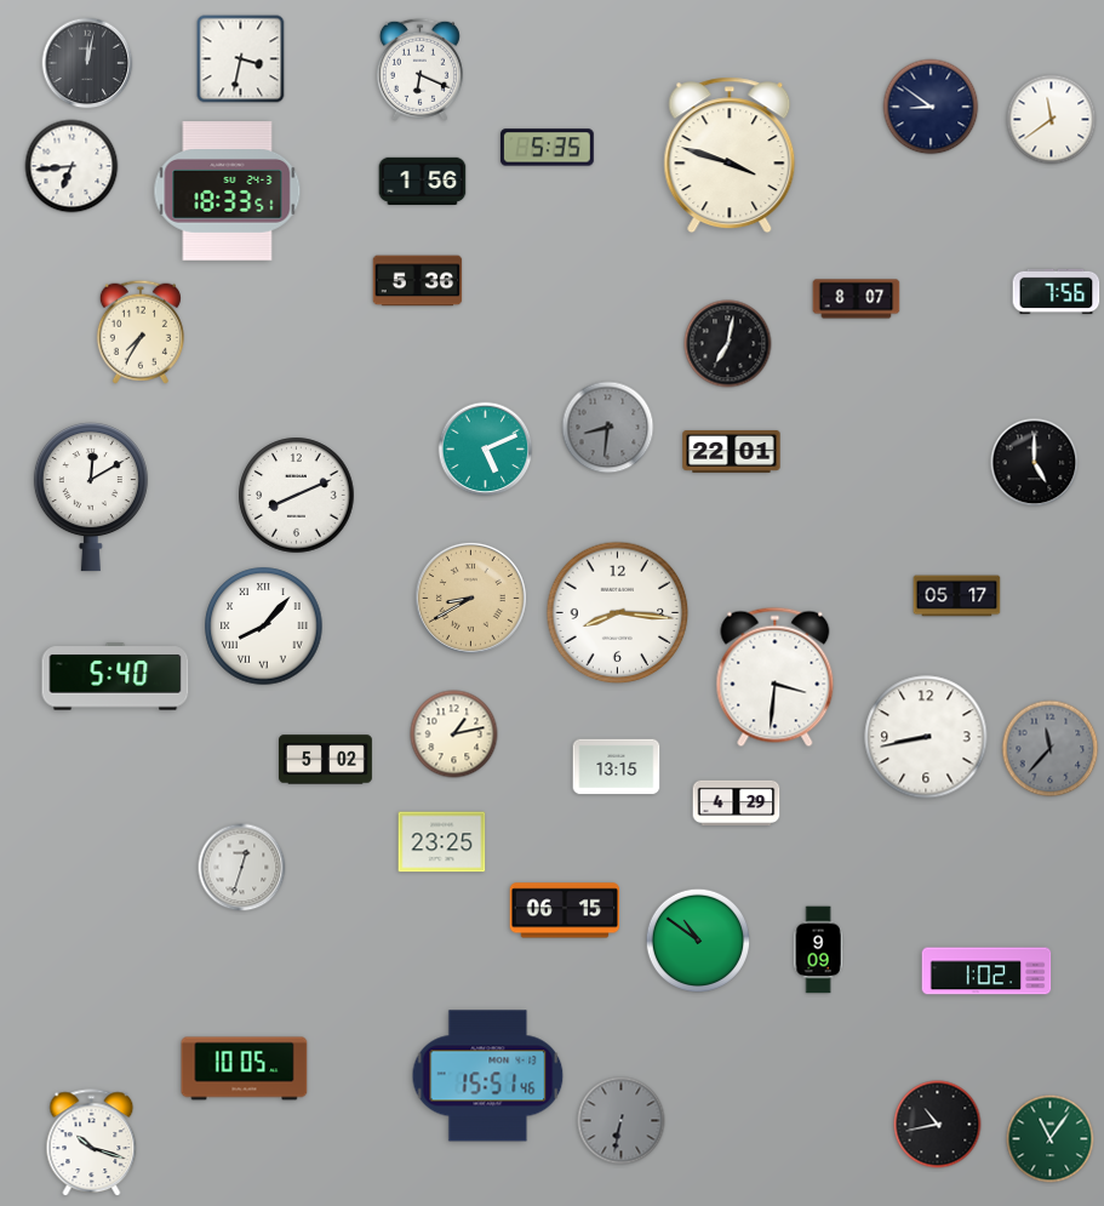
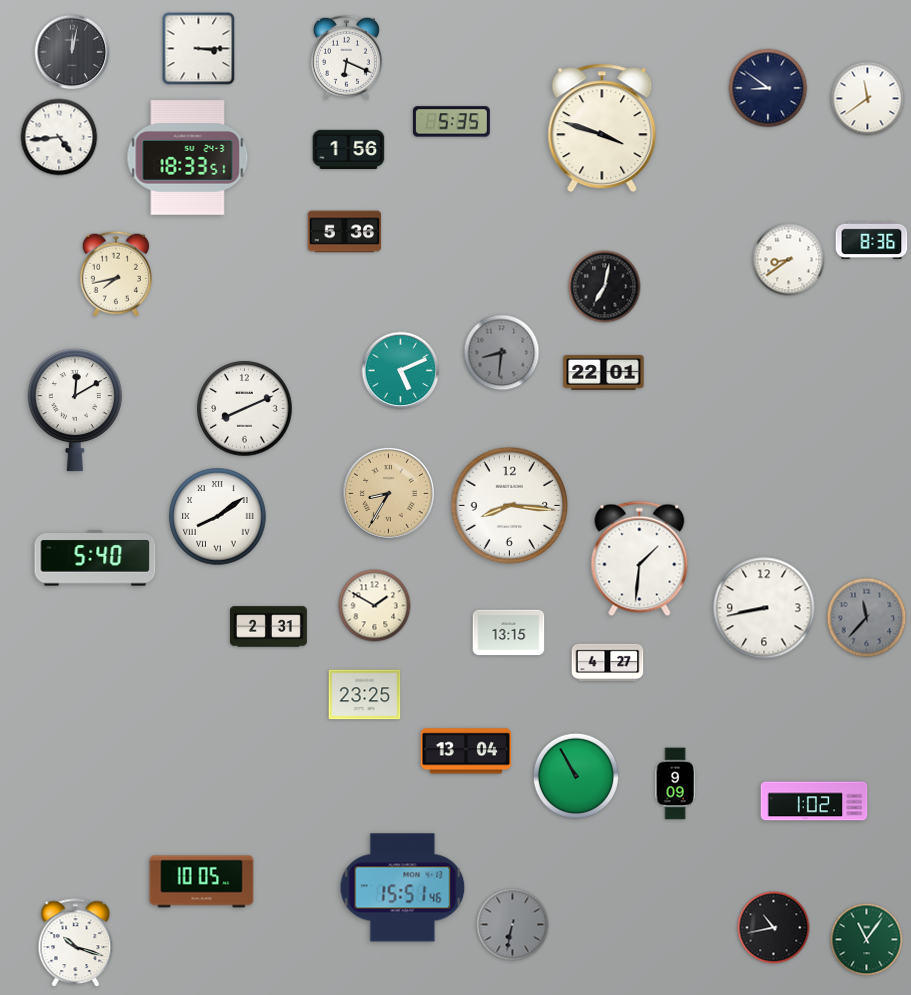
clock at (241, 59): 3:32 -> 3:15
clock at (71, 166): 6:44 -> 4:44
clock at (1057, 292): 7:56 -> 8:36
clock at (857, 299): 8:07 -> none
clock at (789, 260): none -> 8:39
clock at (141, 332): 7:35 -> 7:43
clock at (728, 344) position: (728, 344) -> (605, 287)
clock at (1035, 463): 5:00 -> none
clock at (957, 596): 05:17 -> none
clock at (470, 598): 8:40 -> 8:35
clock at (264, 627): 8:07 -> 8:09
clock at (776, 678): 3:31 -> 1:31
clock at (454, 735): 1:13 -> 1:50
clock at (326, 760): 5:02 -> 2:31
clock at (737, 804): 4:29 -> 4:27
clock at (242, 868): 12:33 -> none
clock at (565, 910): 06:15 -> 13:04
clock at (697, 939): 10:51 -> 10:55
